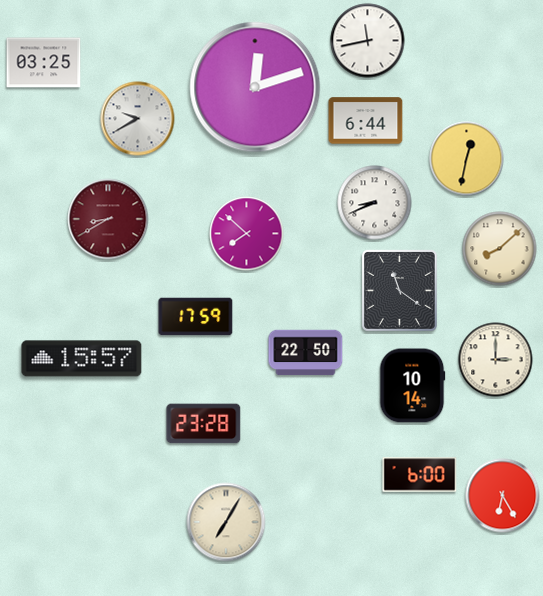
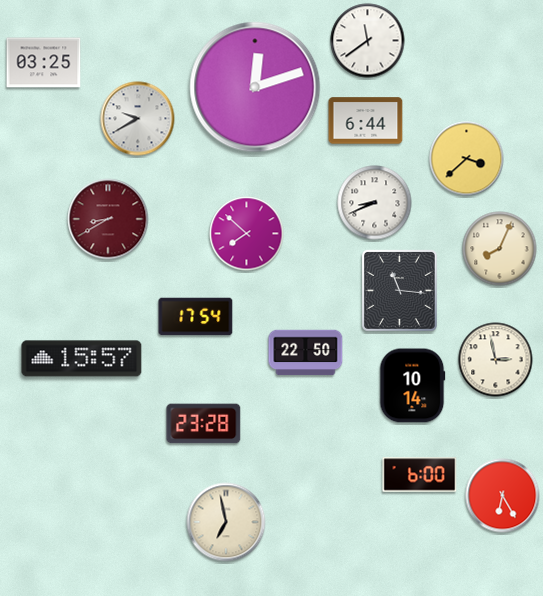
clock at (368, 41): 11:43 -> 11:39
clock at (467, 159): 12:32 -> 3:38
clock at (500, 249): 8:08 -> 8:04
clock at (399, 290): 11:21 -> 11:16
clock at (196, 317): 17:59 -> 17:54
clock at (496, 360): 3:00 -> 2:58
clock at (226, 522): 7:05 -> 6:58
